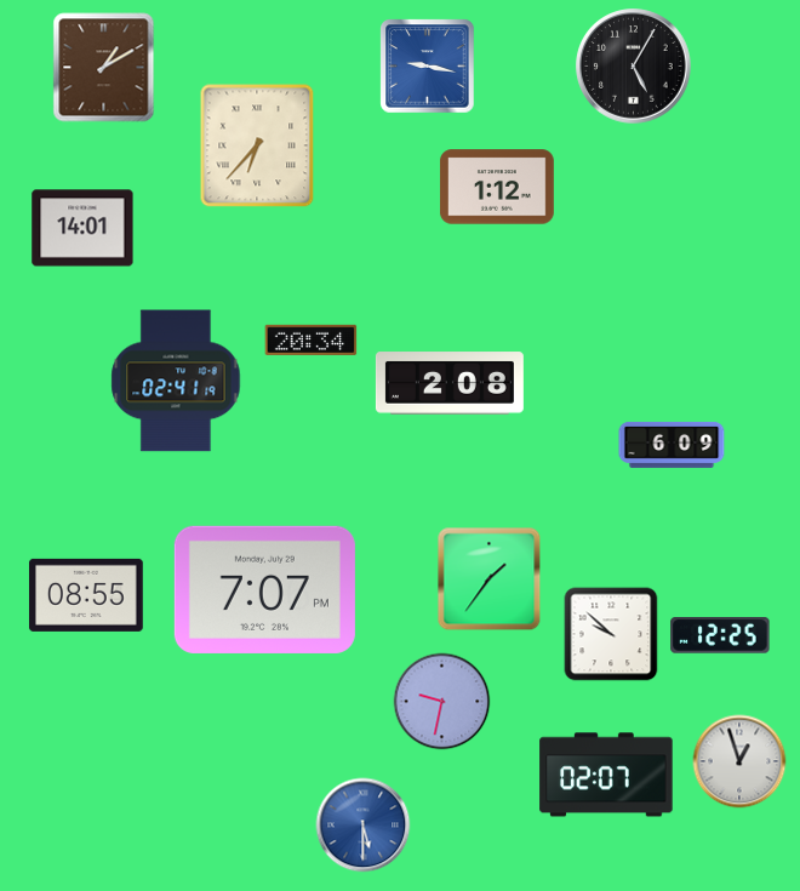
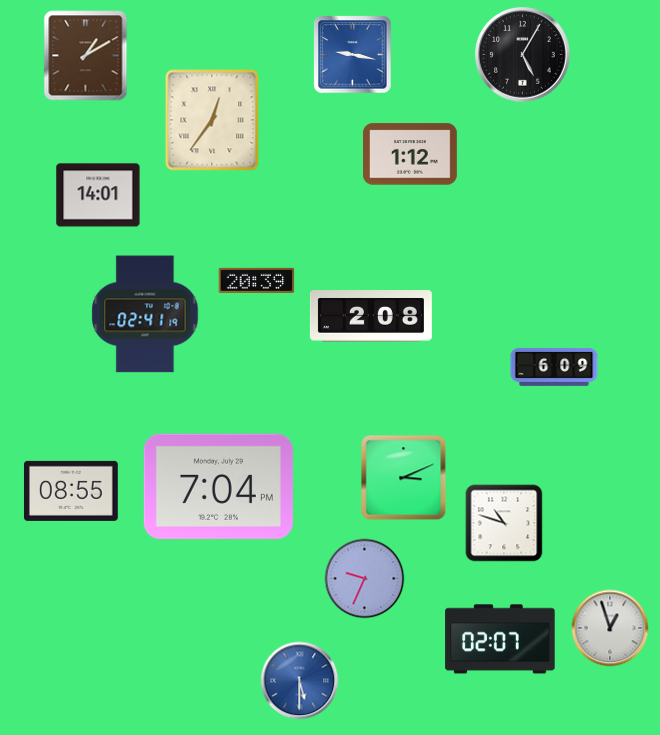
clock at (257, 145): 6:37 -> 12:36
clock at (82, 228) position: (82, 228) -> (98, 195)
clock at (312, 339): 20:34 -> 20:39
clock at (490, 579): 1:36 -> 3:11
clock at (264, 589): 7:07 -> 7:04
clock at (611, 634): 9:52 -> 10:48
clock at (720, 636): 12:25 -> none
clock at (442, 702): 9:32 -> 9:34
